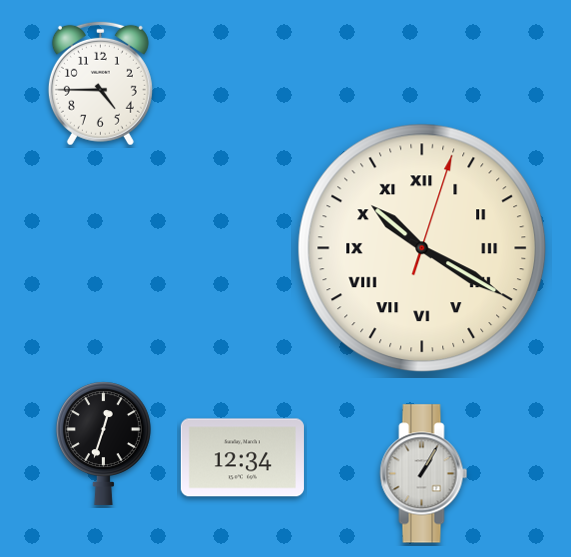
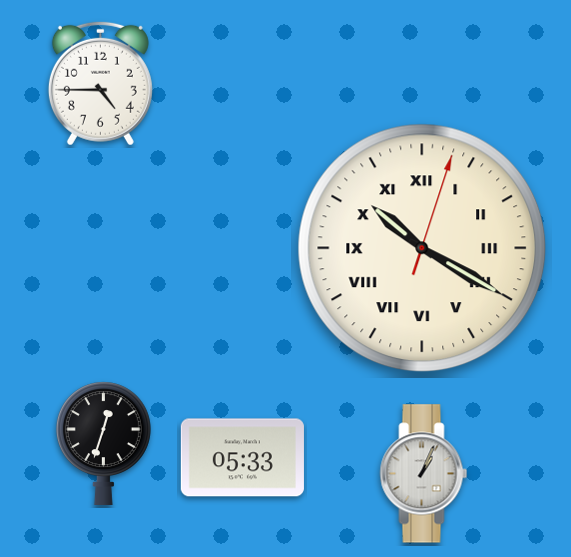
clock at (242, 458): 12:34 -> 05:33
clock at (424, 474): 1:05 -> 1:04
